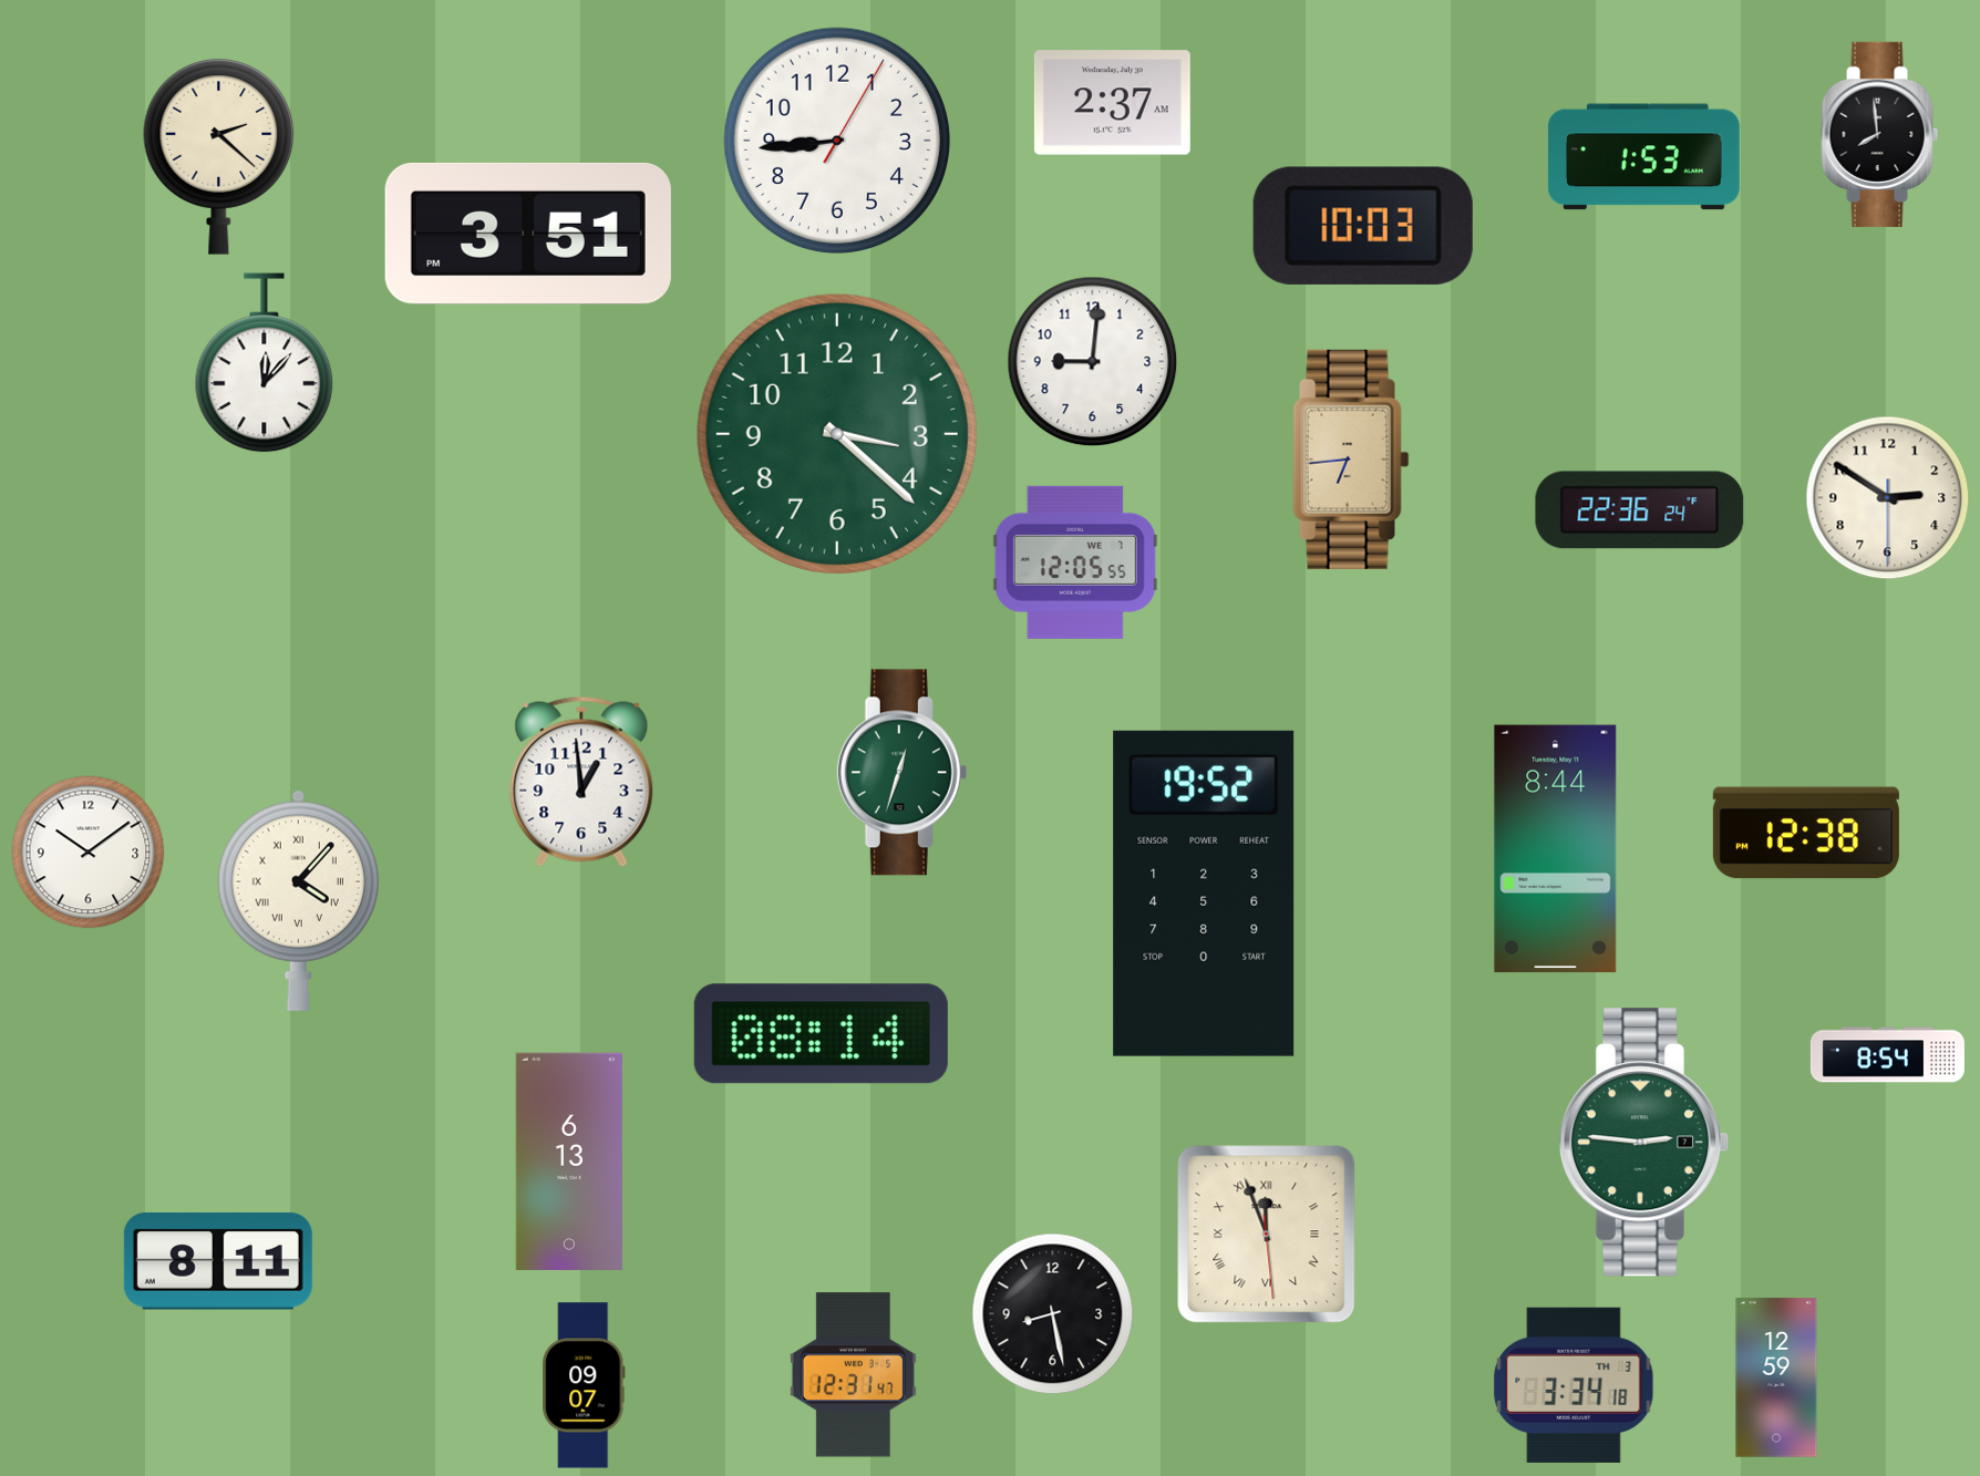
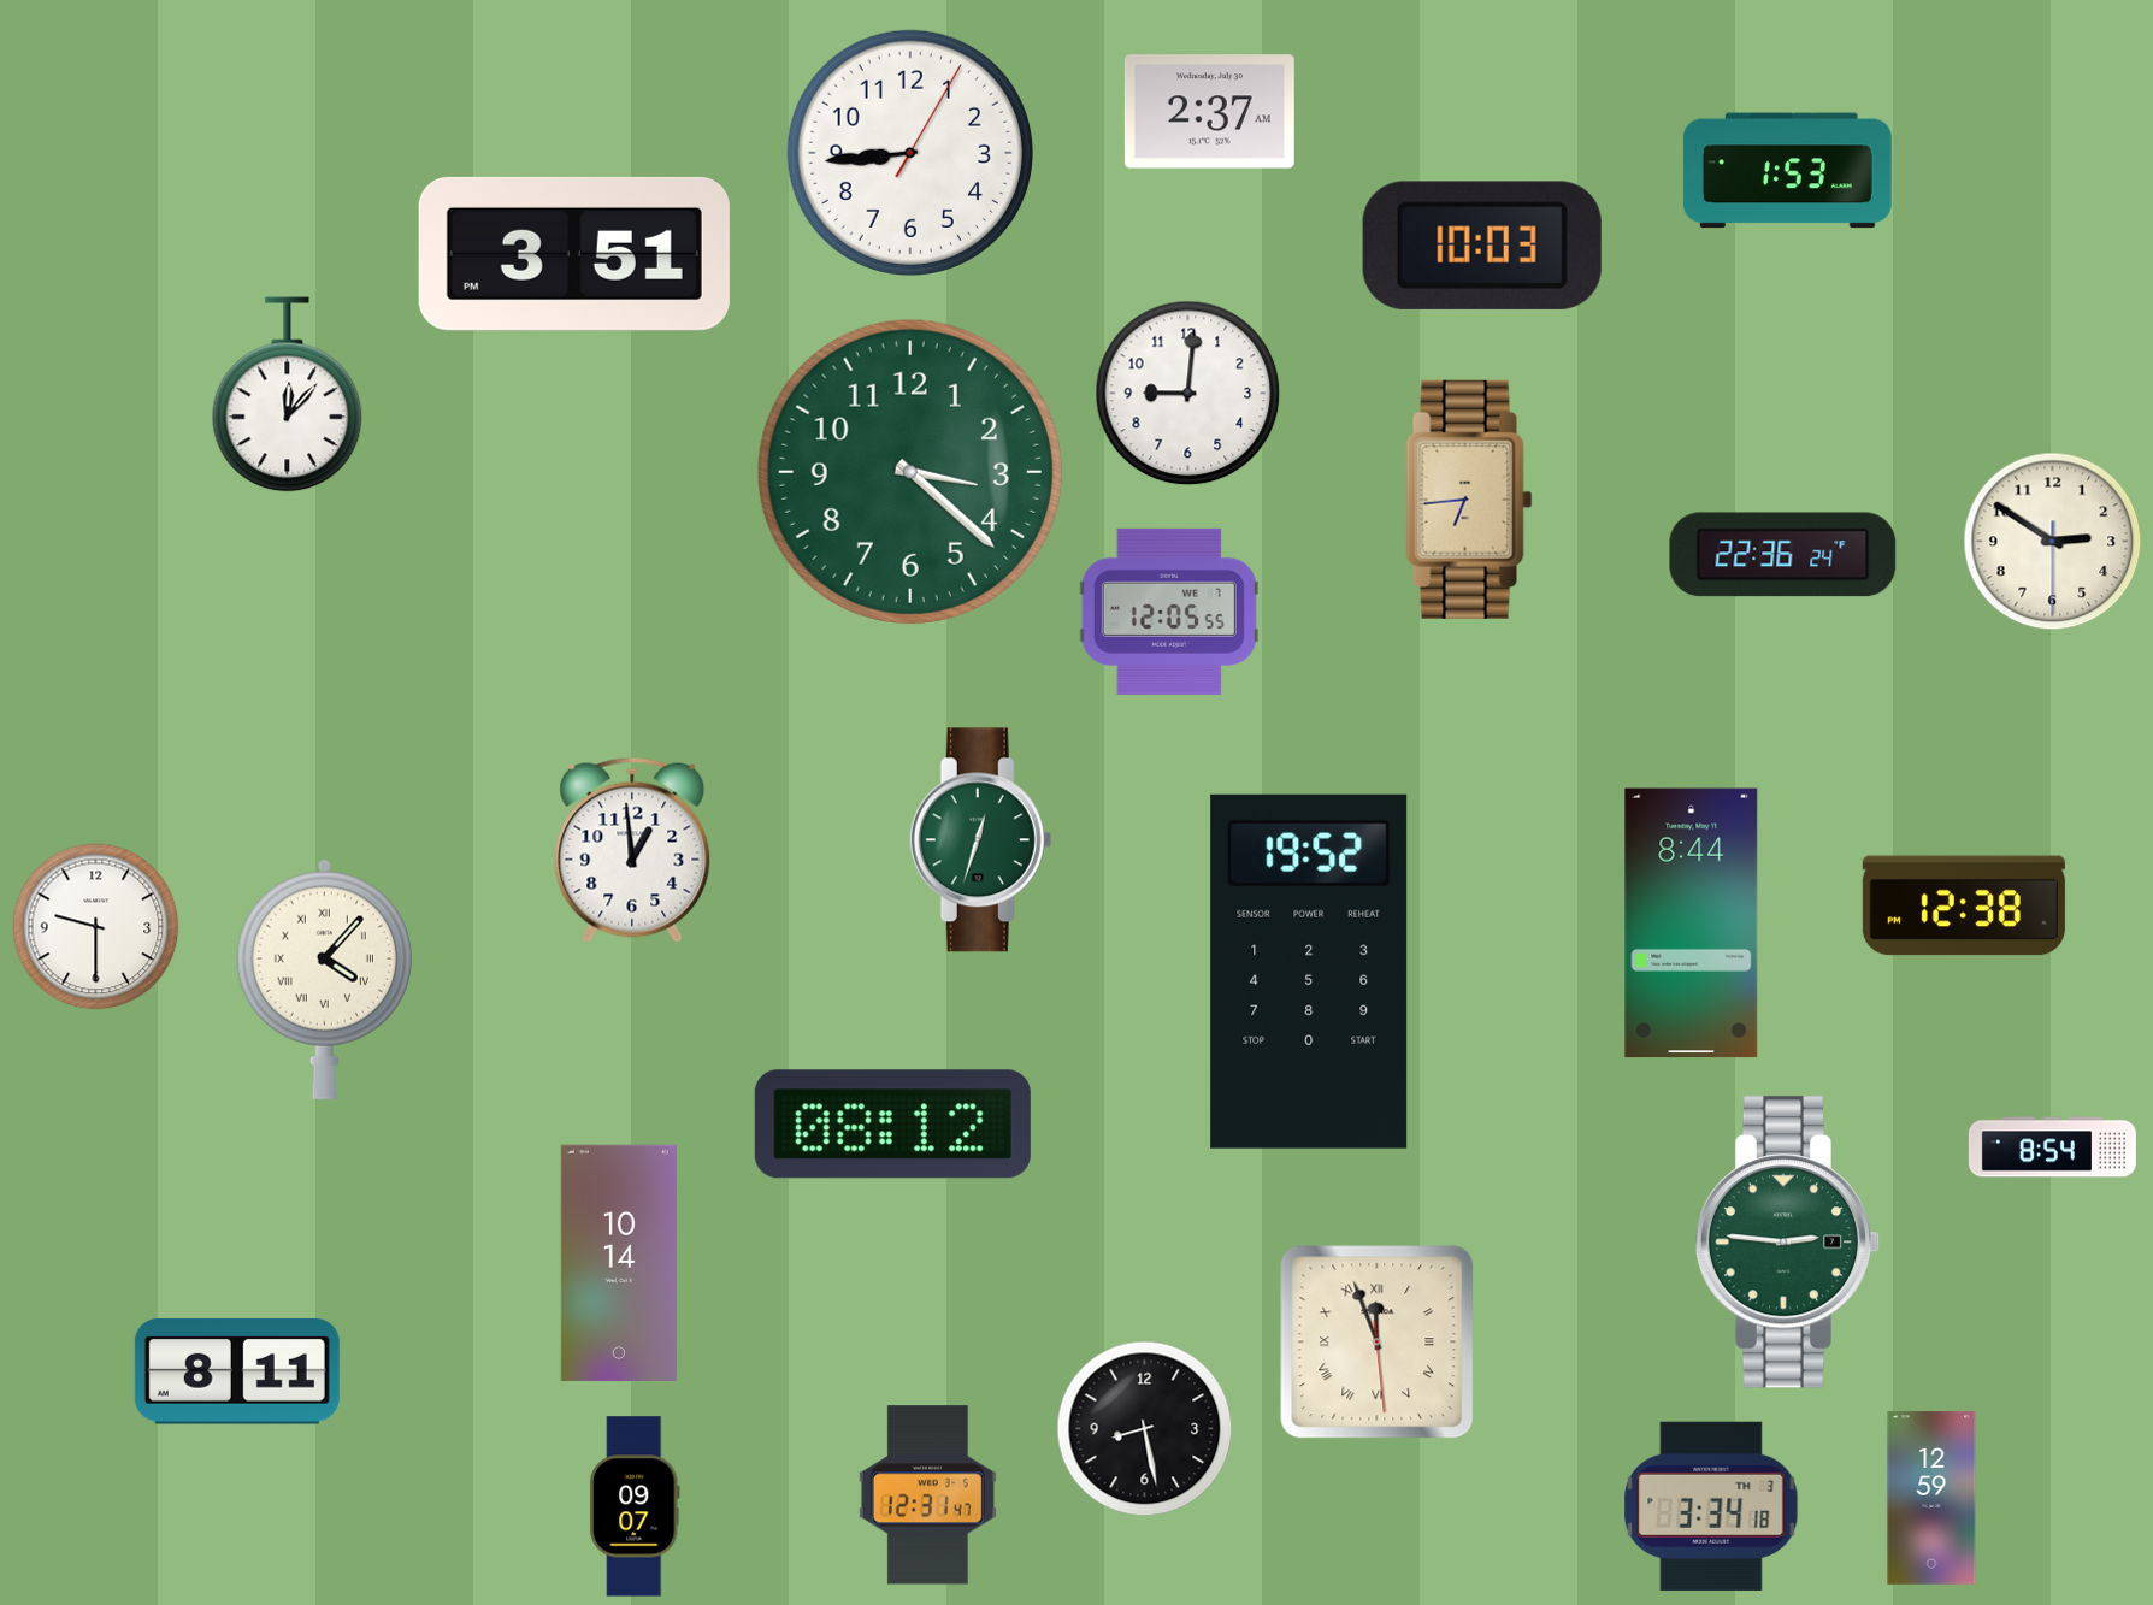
clock at (1880, 134): 7:59 -> none
clock at (219, 157): 2:22 -> none
clock at (89, 853): 10:09 -> 9:30
clock at (821, 1034): 08:14 -> 08:12
clock at (569, 1162): 6:13 -> 10:14
